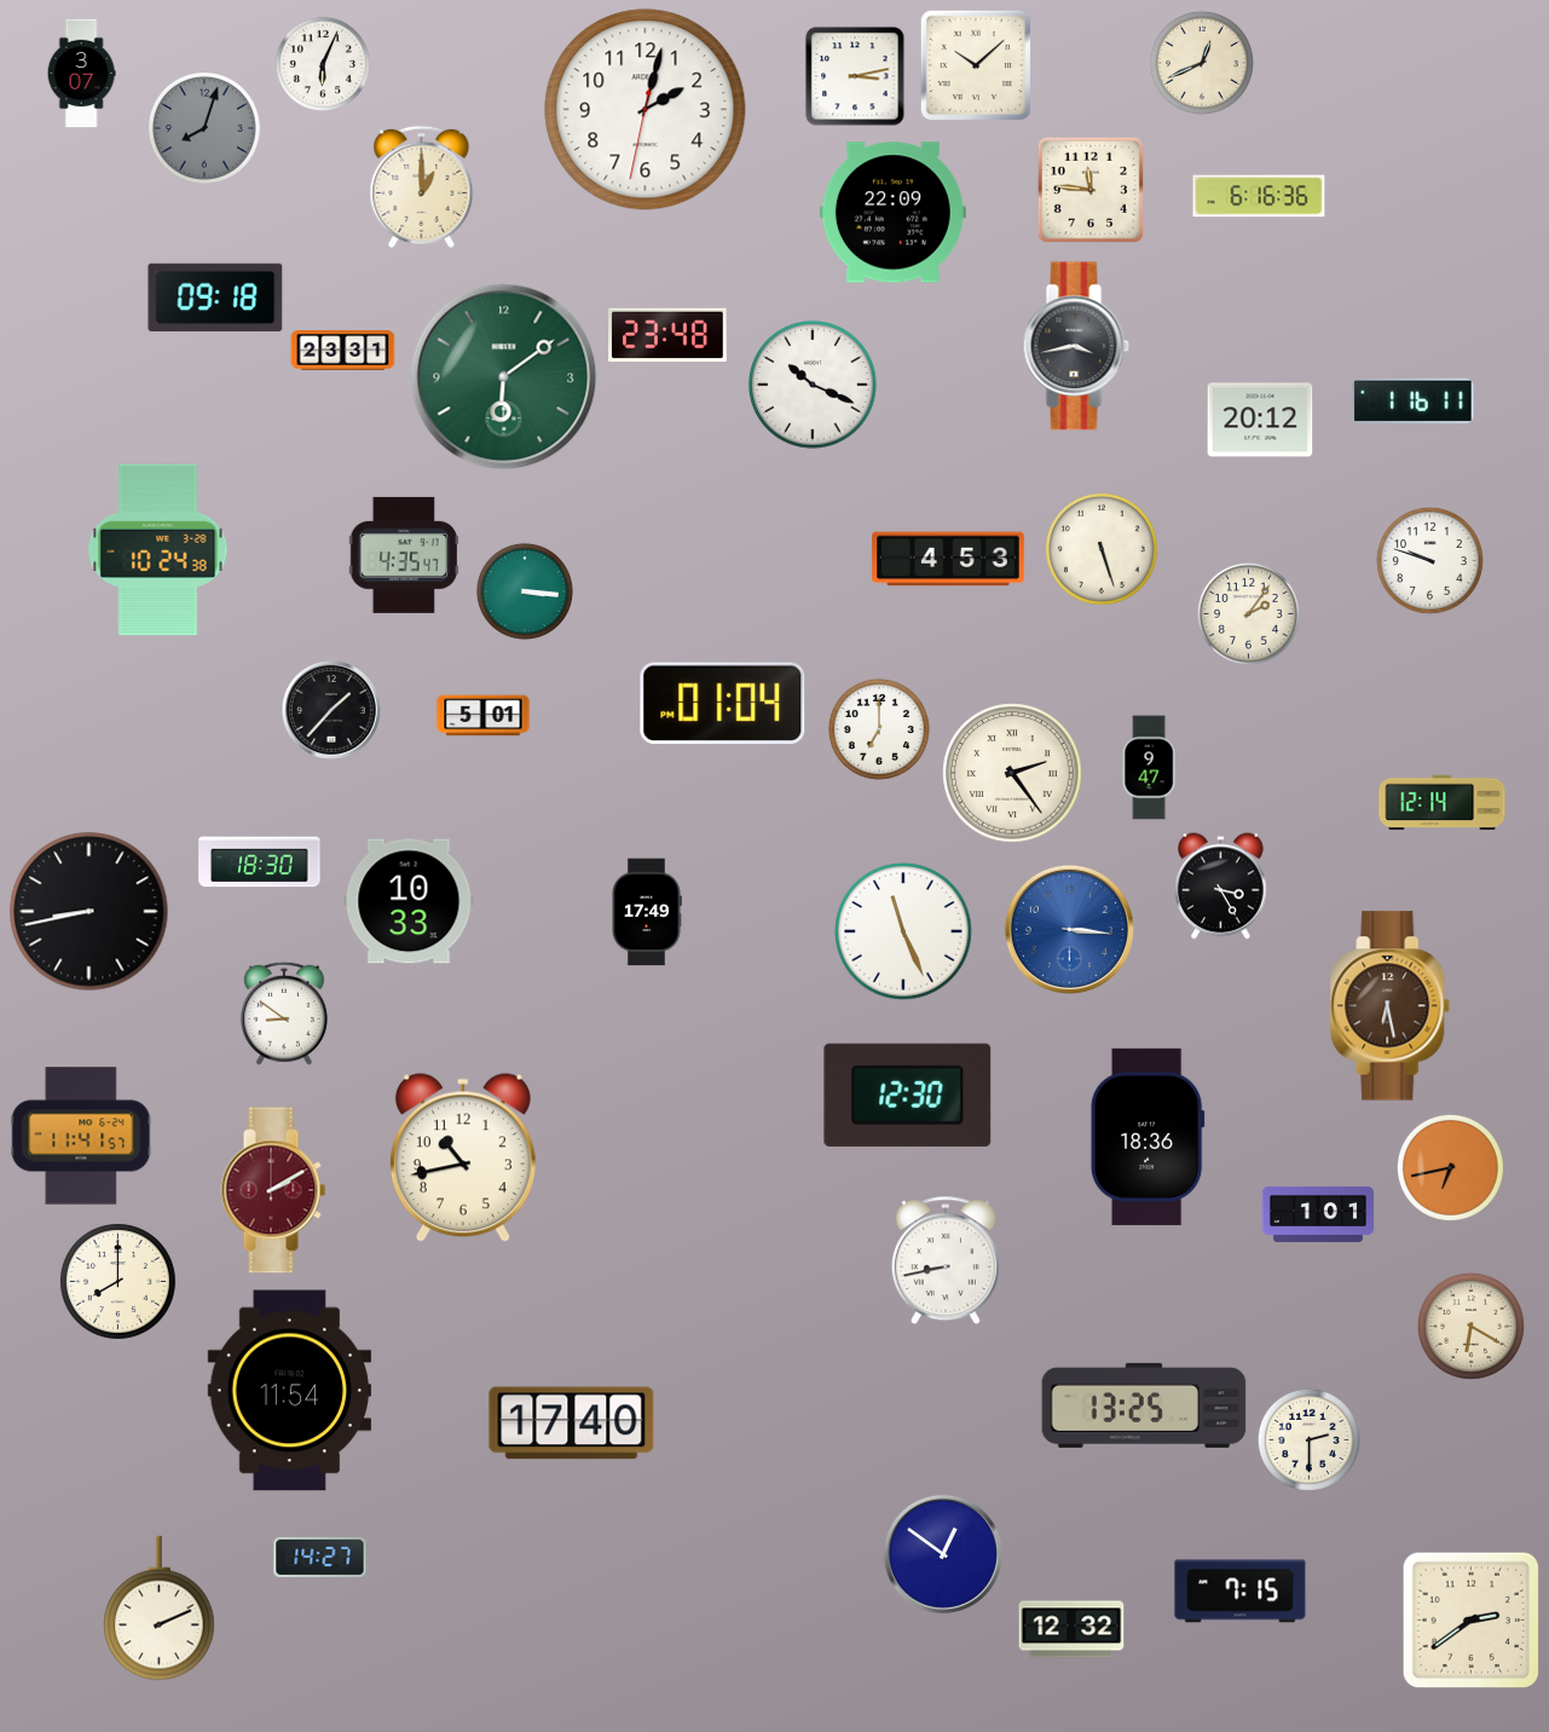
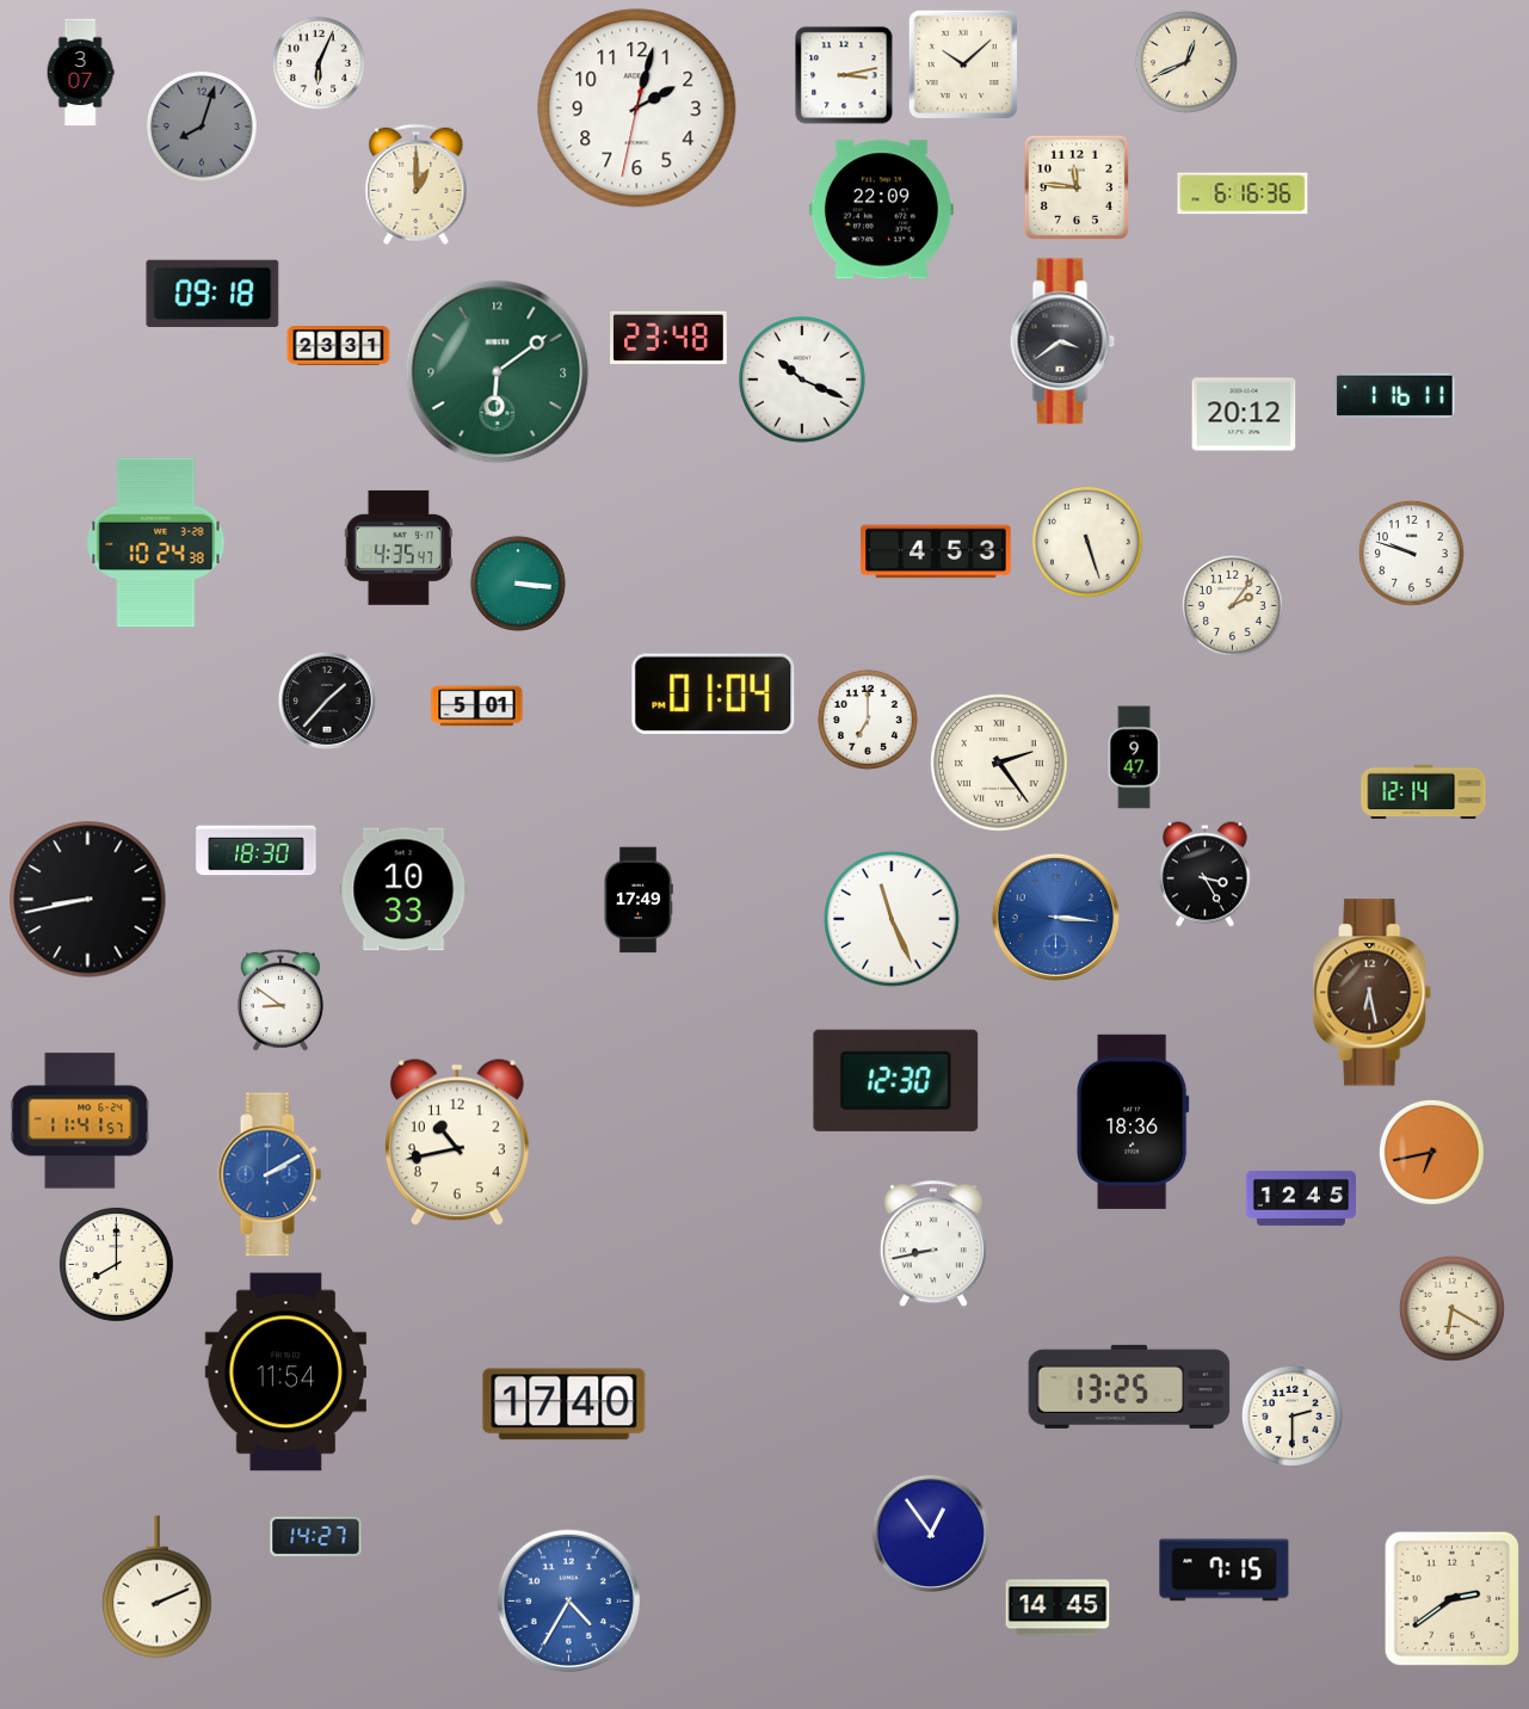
clock at (669, 335) position: (669, 335) -> (670, 338)
clock at (1076, 346): 3:43 -> 3:39
clock at (273, 1190) dial: burgundy -> blue
clock at (1317, 1214): 1:01 -> 12:45
clock at (1308, 1439) position: (1308, 1439) -> (1291, 1415)
clock at (943, 1554): 12:51 -> 12:54
clock at (568, 1600): none -> 4:35
clock at (1071, 1629): 12:32 -> 14:45
